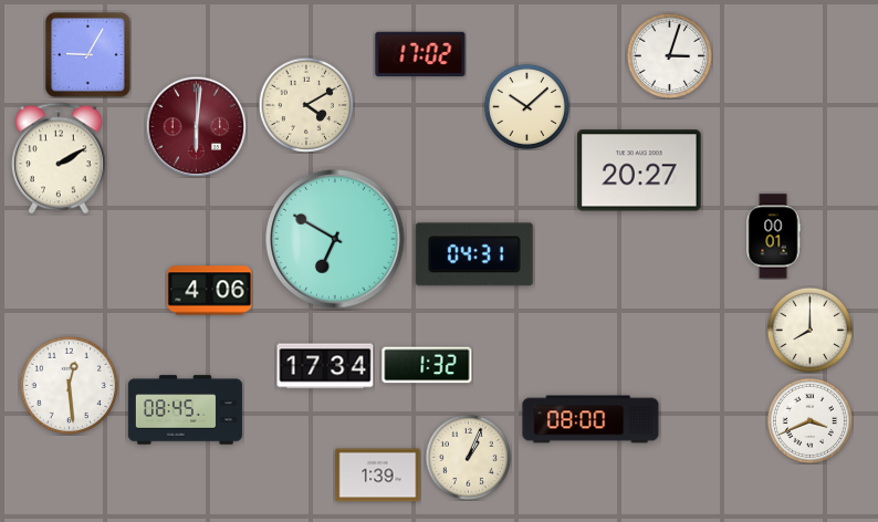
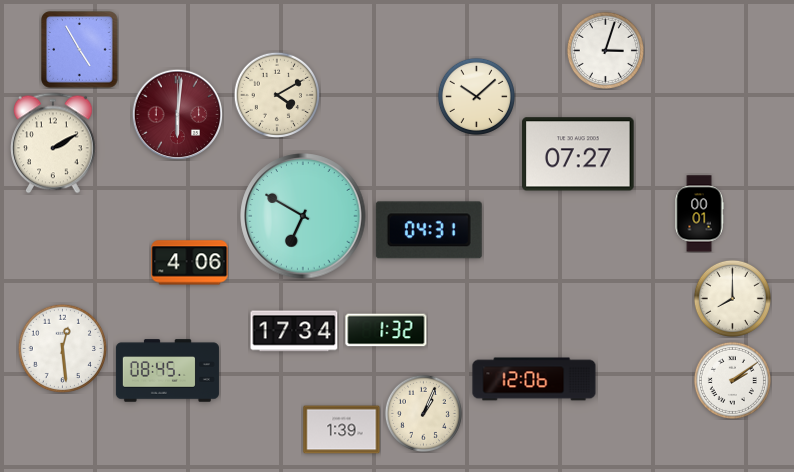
clock at (420, 54): 17:02 -> none
clock at (88, 55): 9:05 -> 4:55
clock at (639, 170): 20:27 -> 07:27
clock at (590, 419): 08:00 -> 12:06
clock at (809, 420): 3:41 -> 2:09
